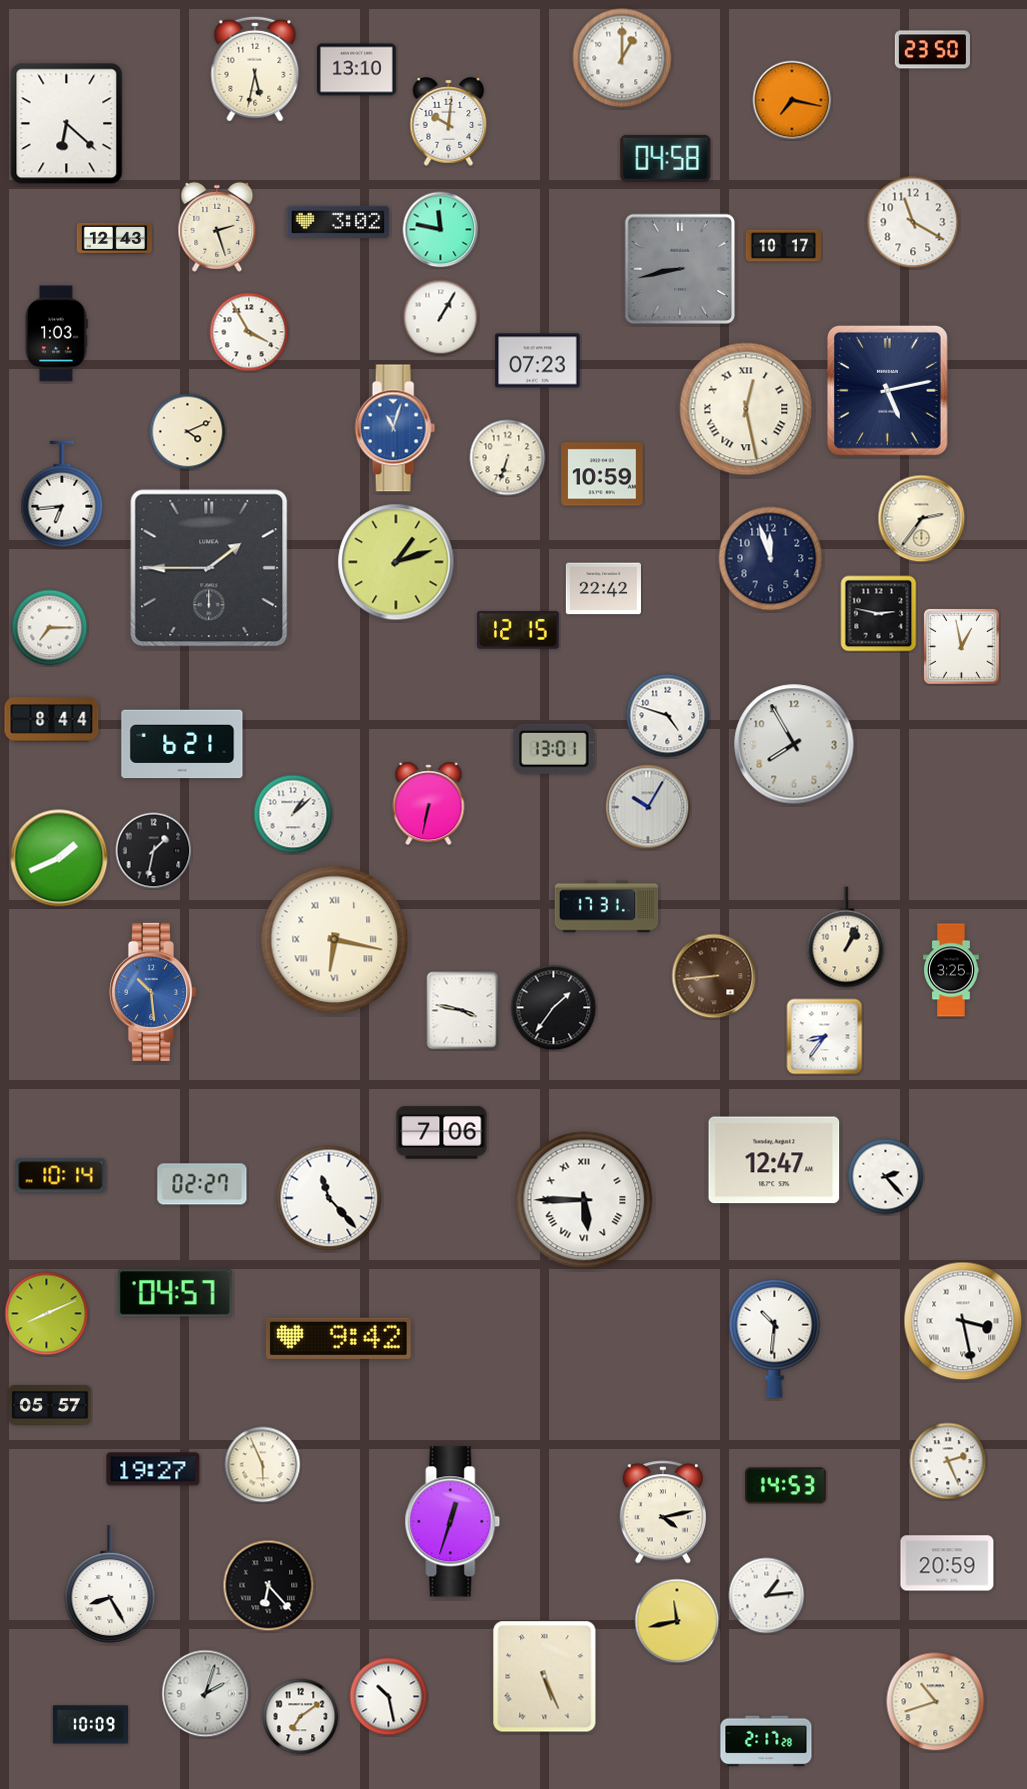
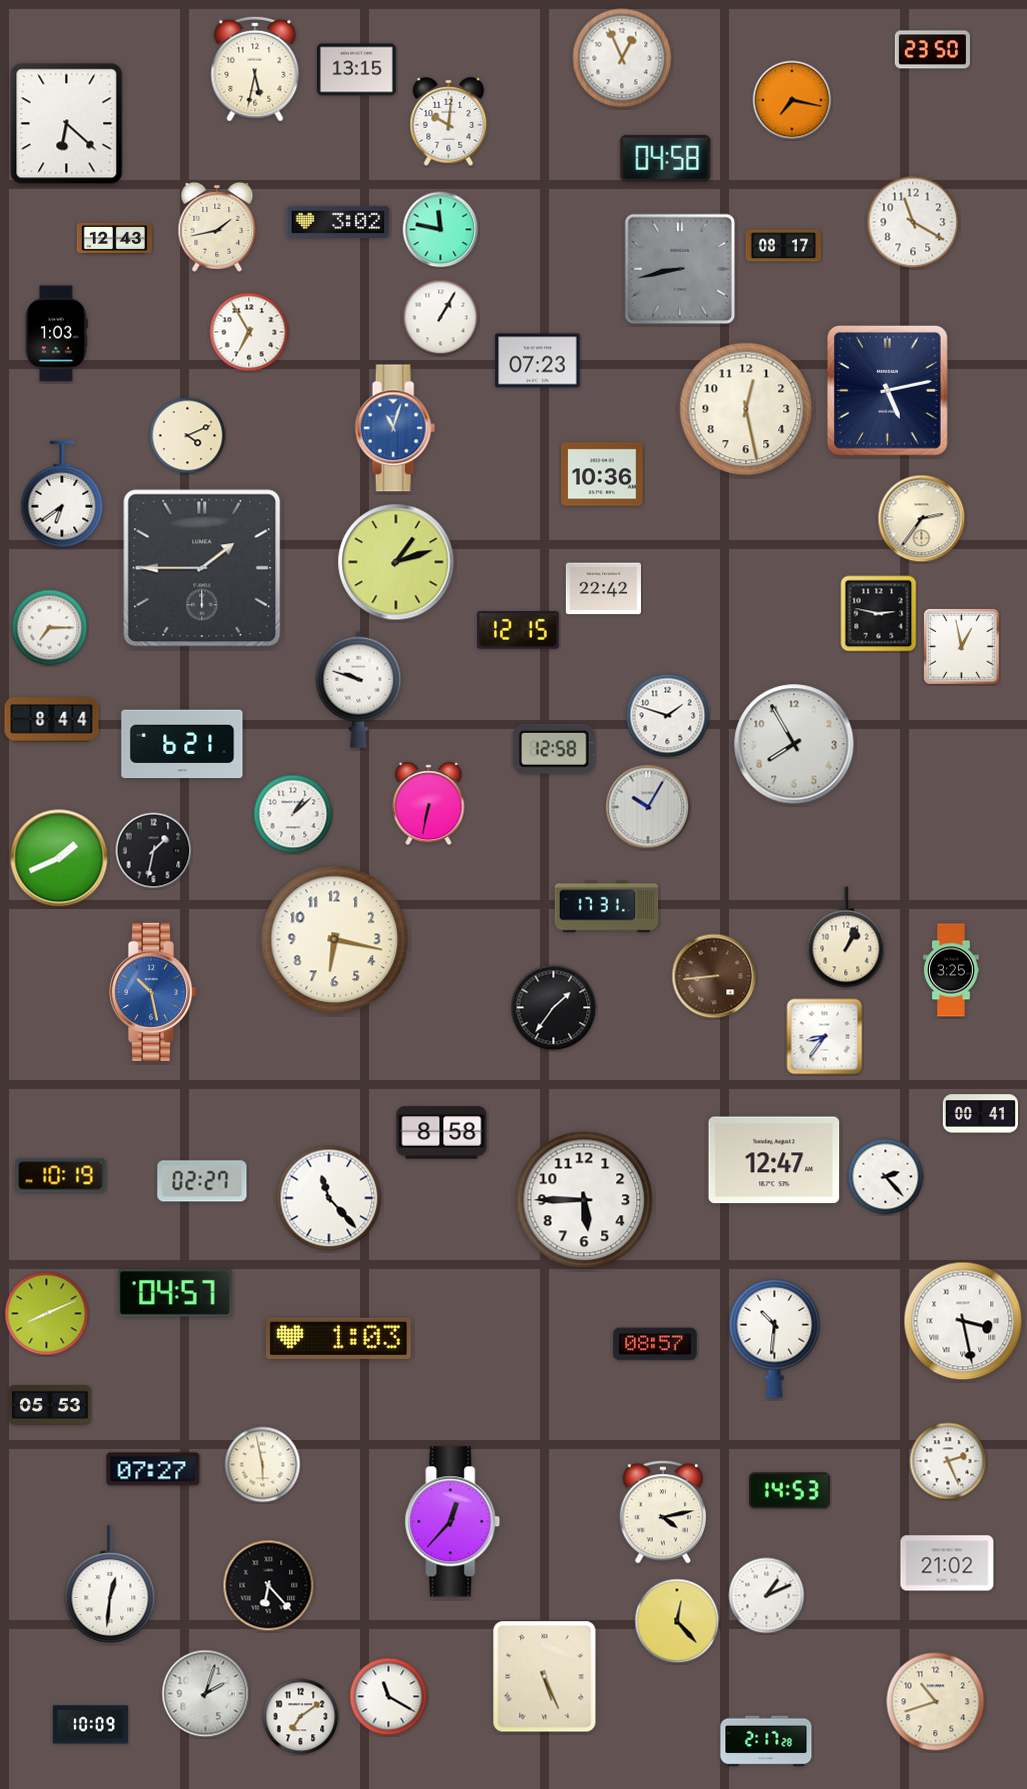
clock at (622, 58): 1:00 -> 12:56
clock at (356, 70): 13:10 -> 13:15
clock at (217, 227): 2:27 -> 1:43
clock at (783, 246): 10:17 -> 08:17
clock at (249, 332): 3:55 -> 6:55
clock at (746, 409) numerals: Roman -> Arabic
clock at (188, 432) position: (188, 432) -> (188, 436)
clock at (508, 458): 6:33 -> none
clock at (602, 474): 10:59 -> 10:36
clock at (62, 494): 6:44 -> 6:39
clock at (771, 559): 11:57 -> none
clock at (209, 568) position: (209, 568) -> (202, 568)
clock at (359, 689): none -> 9:48
clock at (668, 716): 4:48 -> 1:48
clock at (554, 749): 13:01 -> 12:58
clock at (335, 940) numerals: Roman -> Arabic
clock at (152, 992): 10:29 -> 10:28
clock at (463, 1011): 3:47 -> none
clock at (980, 1114): none -> 00:41
clock at (442, 1133): 7:06 -> 8:58
clock at (61, 1176): 10:14 -> 10:19
clock at (202, 1184) position: (202, 1184) -> (202, 1181)
clock at (584, 1200) numerals: Roman -> Arabic
clock at (339, 1338): 9:42 -> 1:03
clock at (655, 1344): none -> 08:57
clock at (50, 1405): 05:57 -> 05:53
clock at (263, 1465): 5:56 -> 5:58
clock at (153, 1469): 19:27 -> 07:27
clock at (786, 1486) position: (786, 1486) -> (790, 1491)
clock at (453, 1522): 12:33 -> 12:37
clock at (947, 1563): 20:59 -> 21:02
clock at (110, 1584): 8:25 -> 12:31
clock at (767, 1596): 1:14 -> 1:11
clock at (677, 1621): 11:43 -> 12:23
clock at (389, 1697): 10:28 -> 11:20
